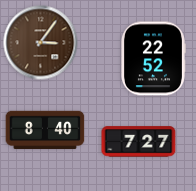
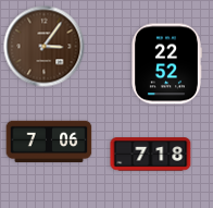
clock at (45, 130): 8:40 -> 7:06
clock at (139, 142): 7:27 -> 7:18
